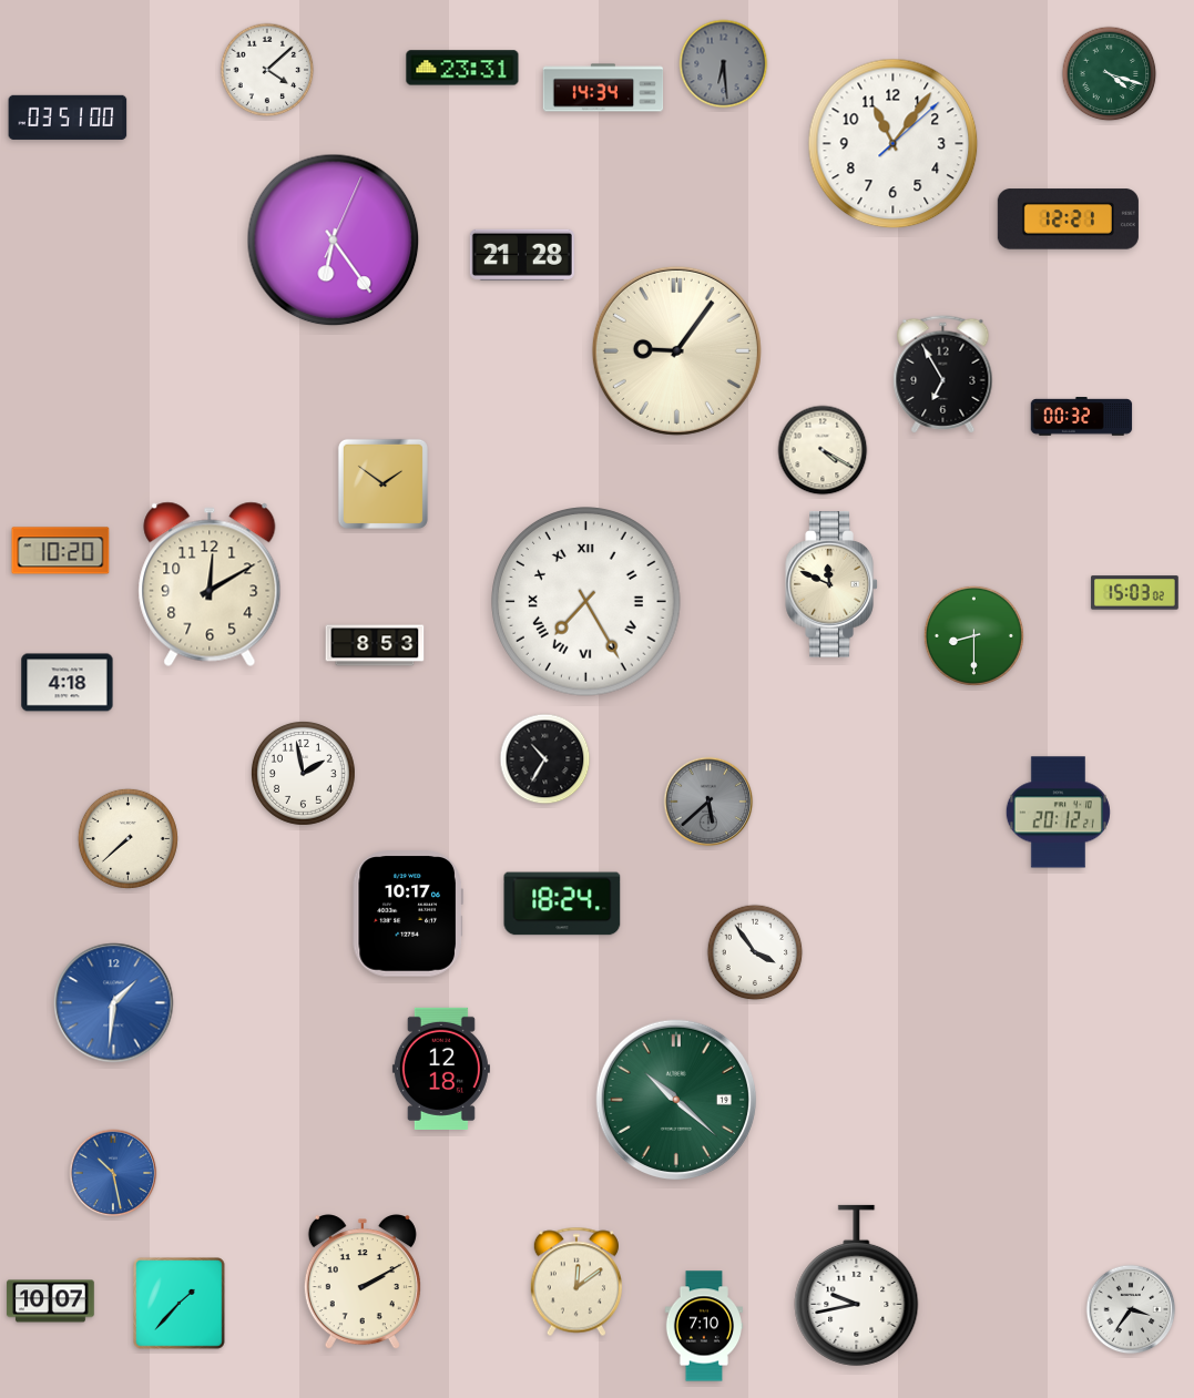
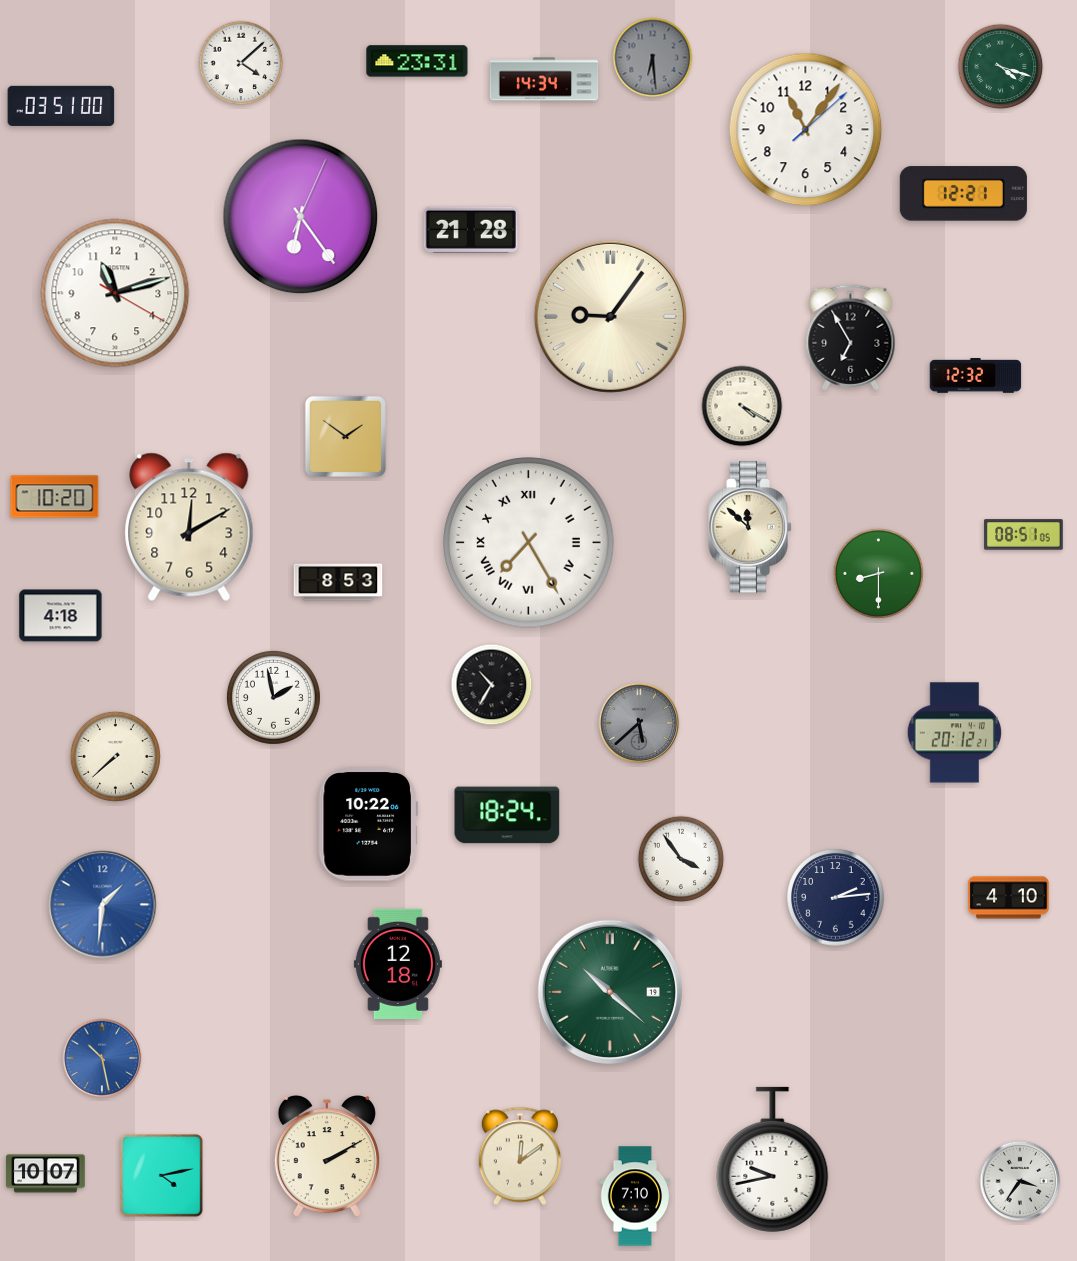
clock at (1068, 220) position: (1068, 220) -> (963, 194)
clock at (115, 293): none -> 11:12
clock at (1082, 417): 00:32 -> 12:32
clock at (831, 584): 11:49 -> 11:52
clock at (1135, 593): 15:03 -> 08:51
clock at (408, 914): 10:17 -> 10:22
clock at (836, 898): none -> 2:14
clock at (1009, 898): none -> 4:10
clock at (180, 1304): 1:37 -> 4:13
